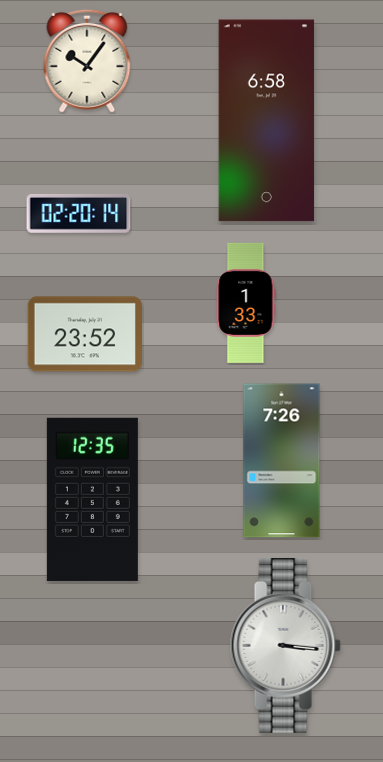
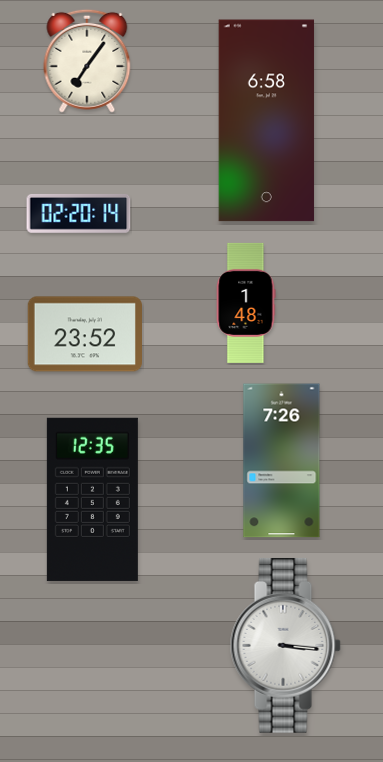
clock at (87, 61): 10:06 -> 7:06
clock at (246, 303): 1:33 -> 1:48
